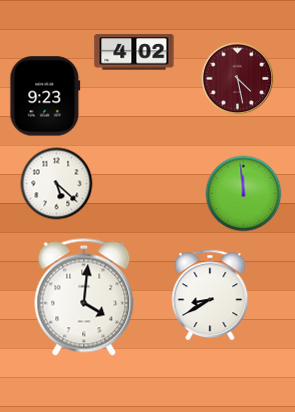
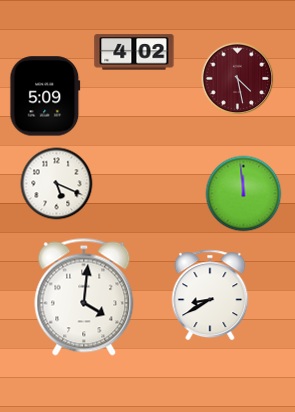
clock at (45, 96): 9:23 -> 5:09
clock at (57, 184): 5:22 -> 5:19
